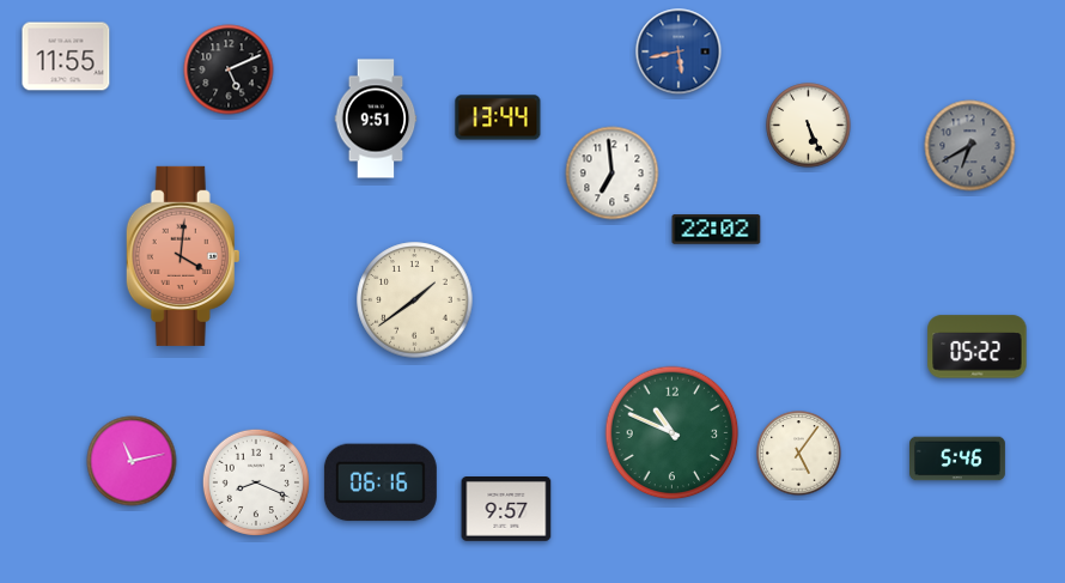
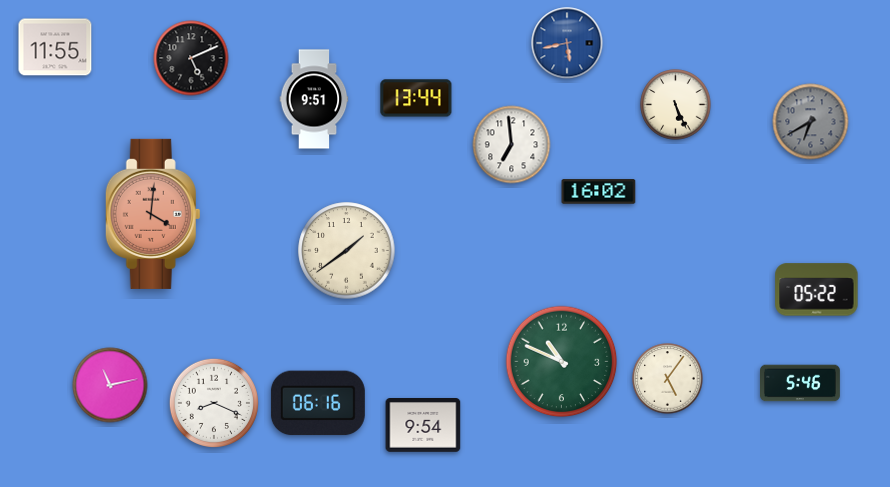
clock at (717, 230): 22:02 -> 16:02
clock at (506, 509): 9:57 -> 9:54
